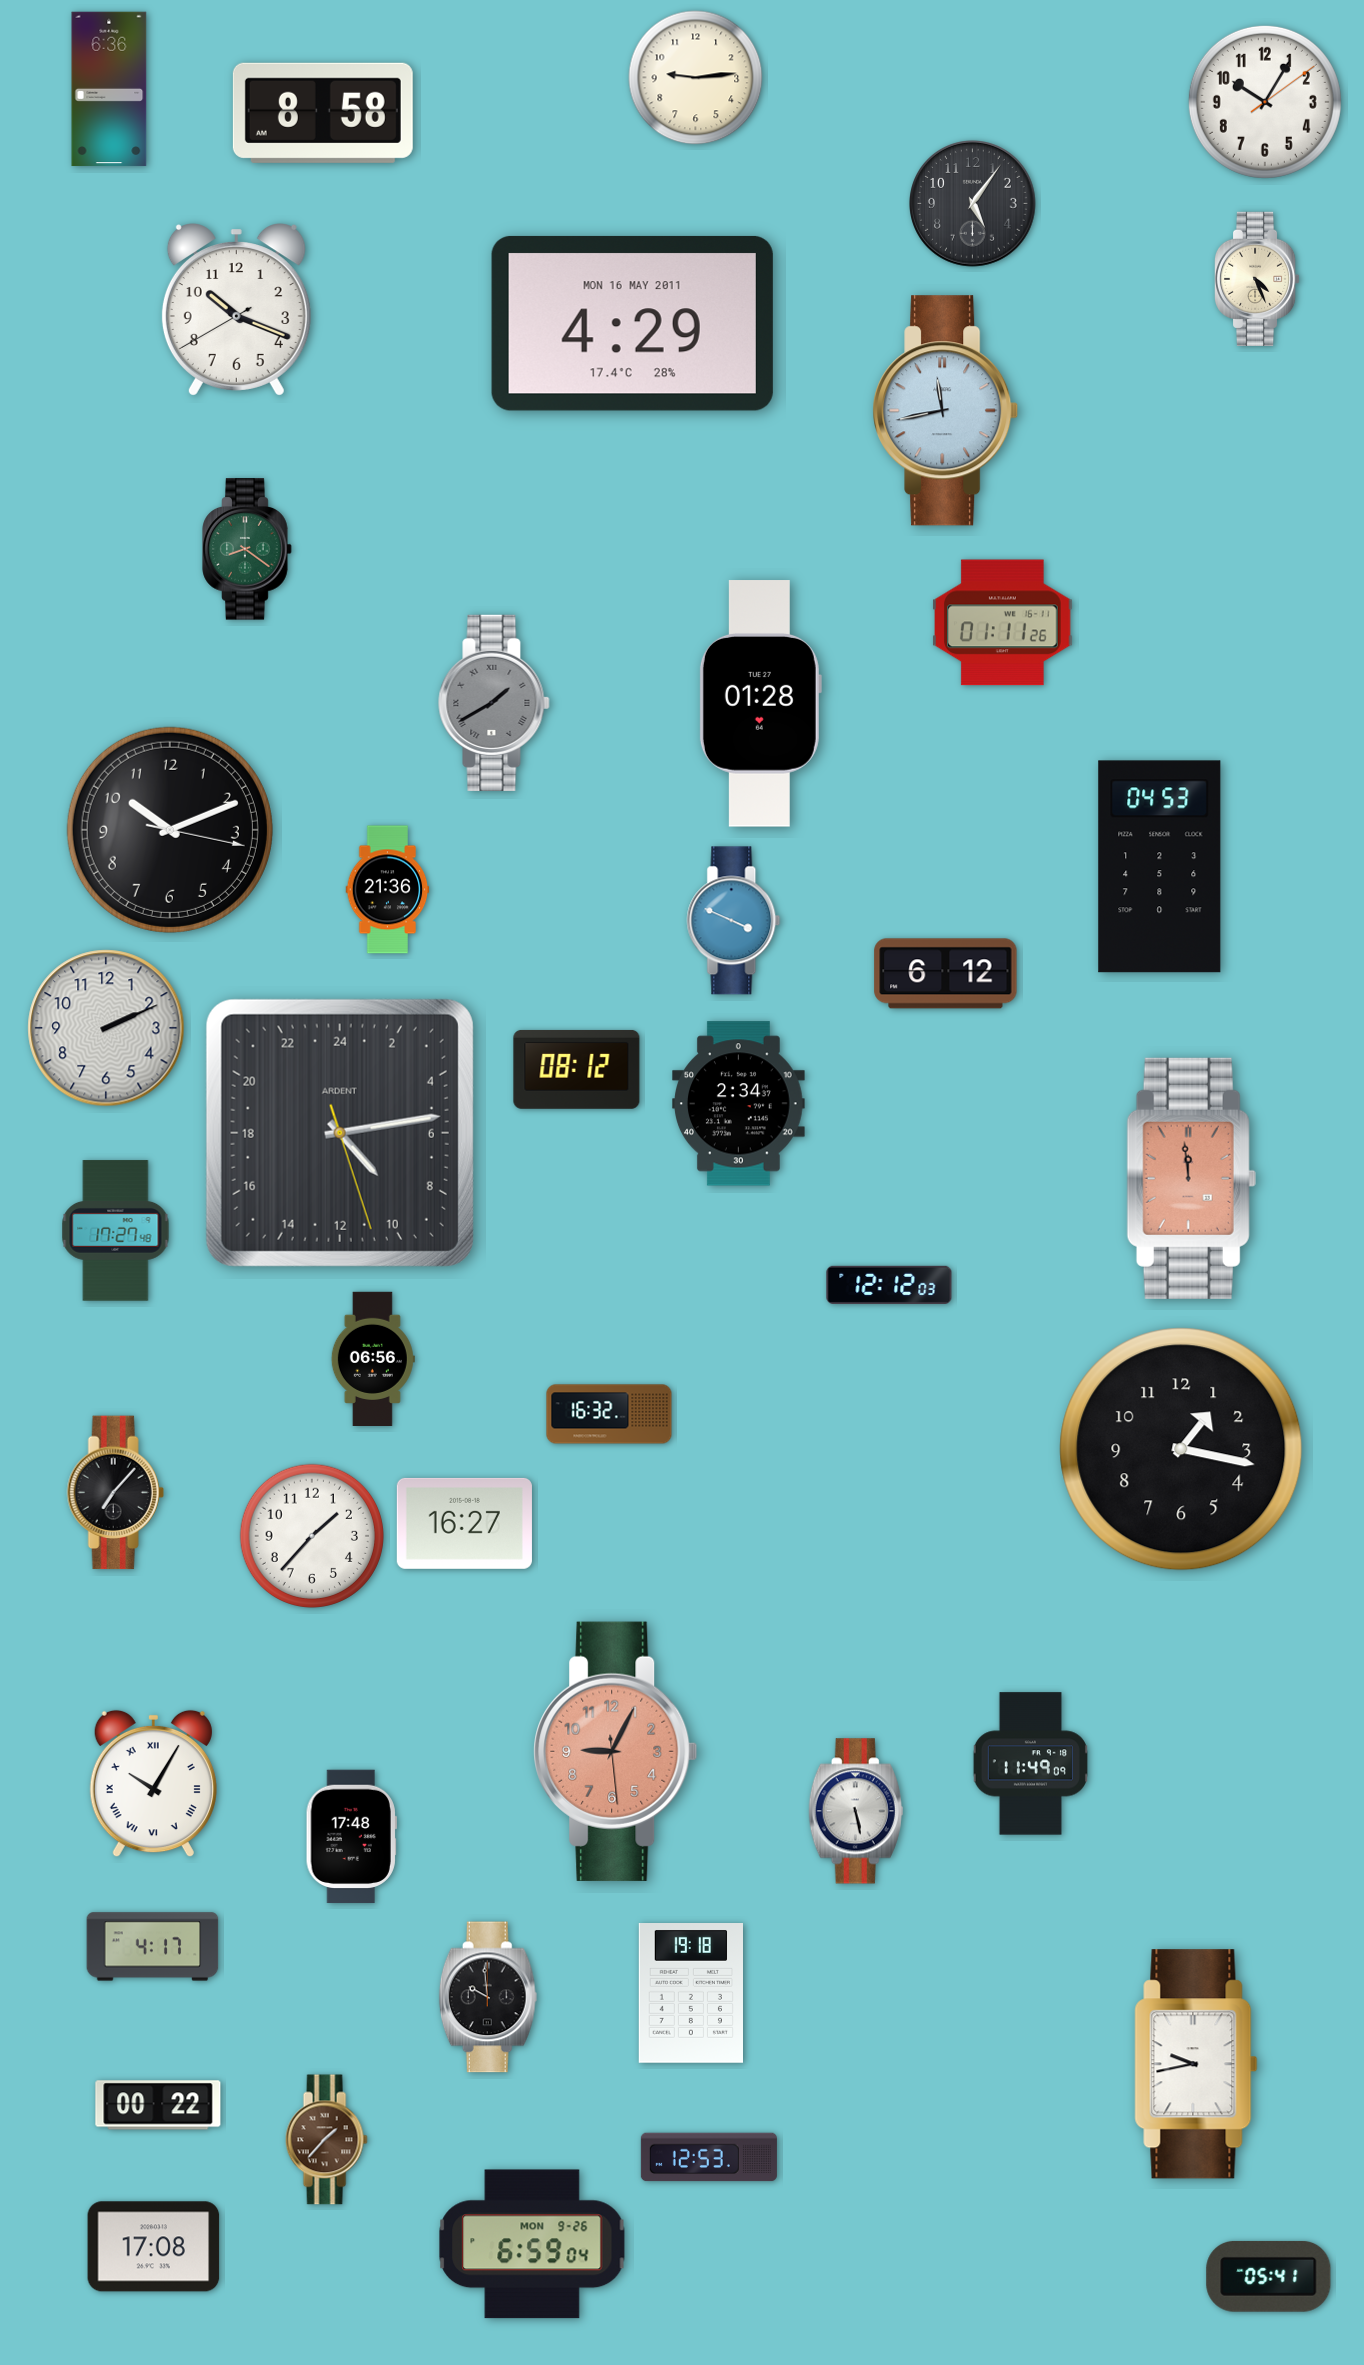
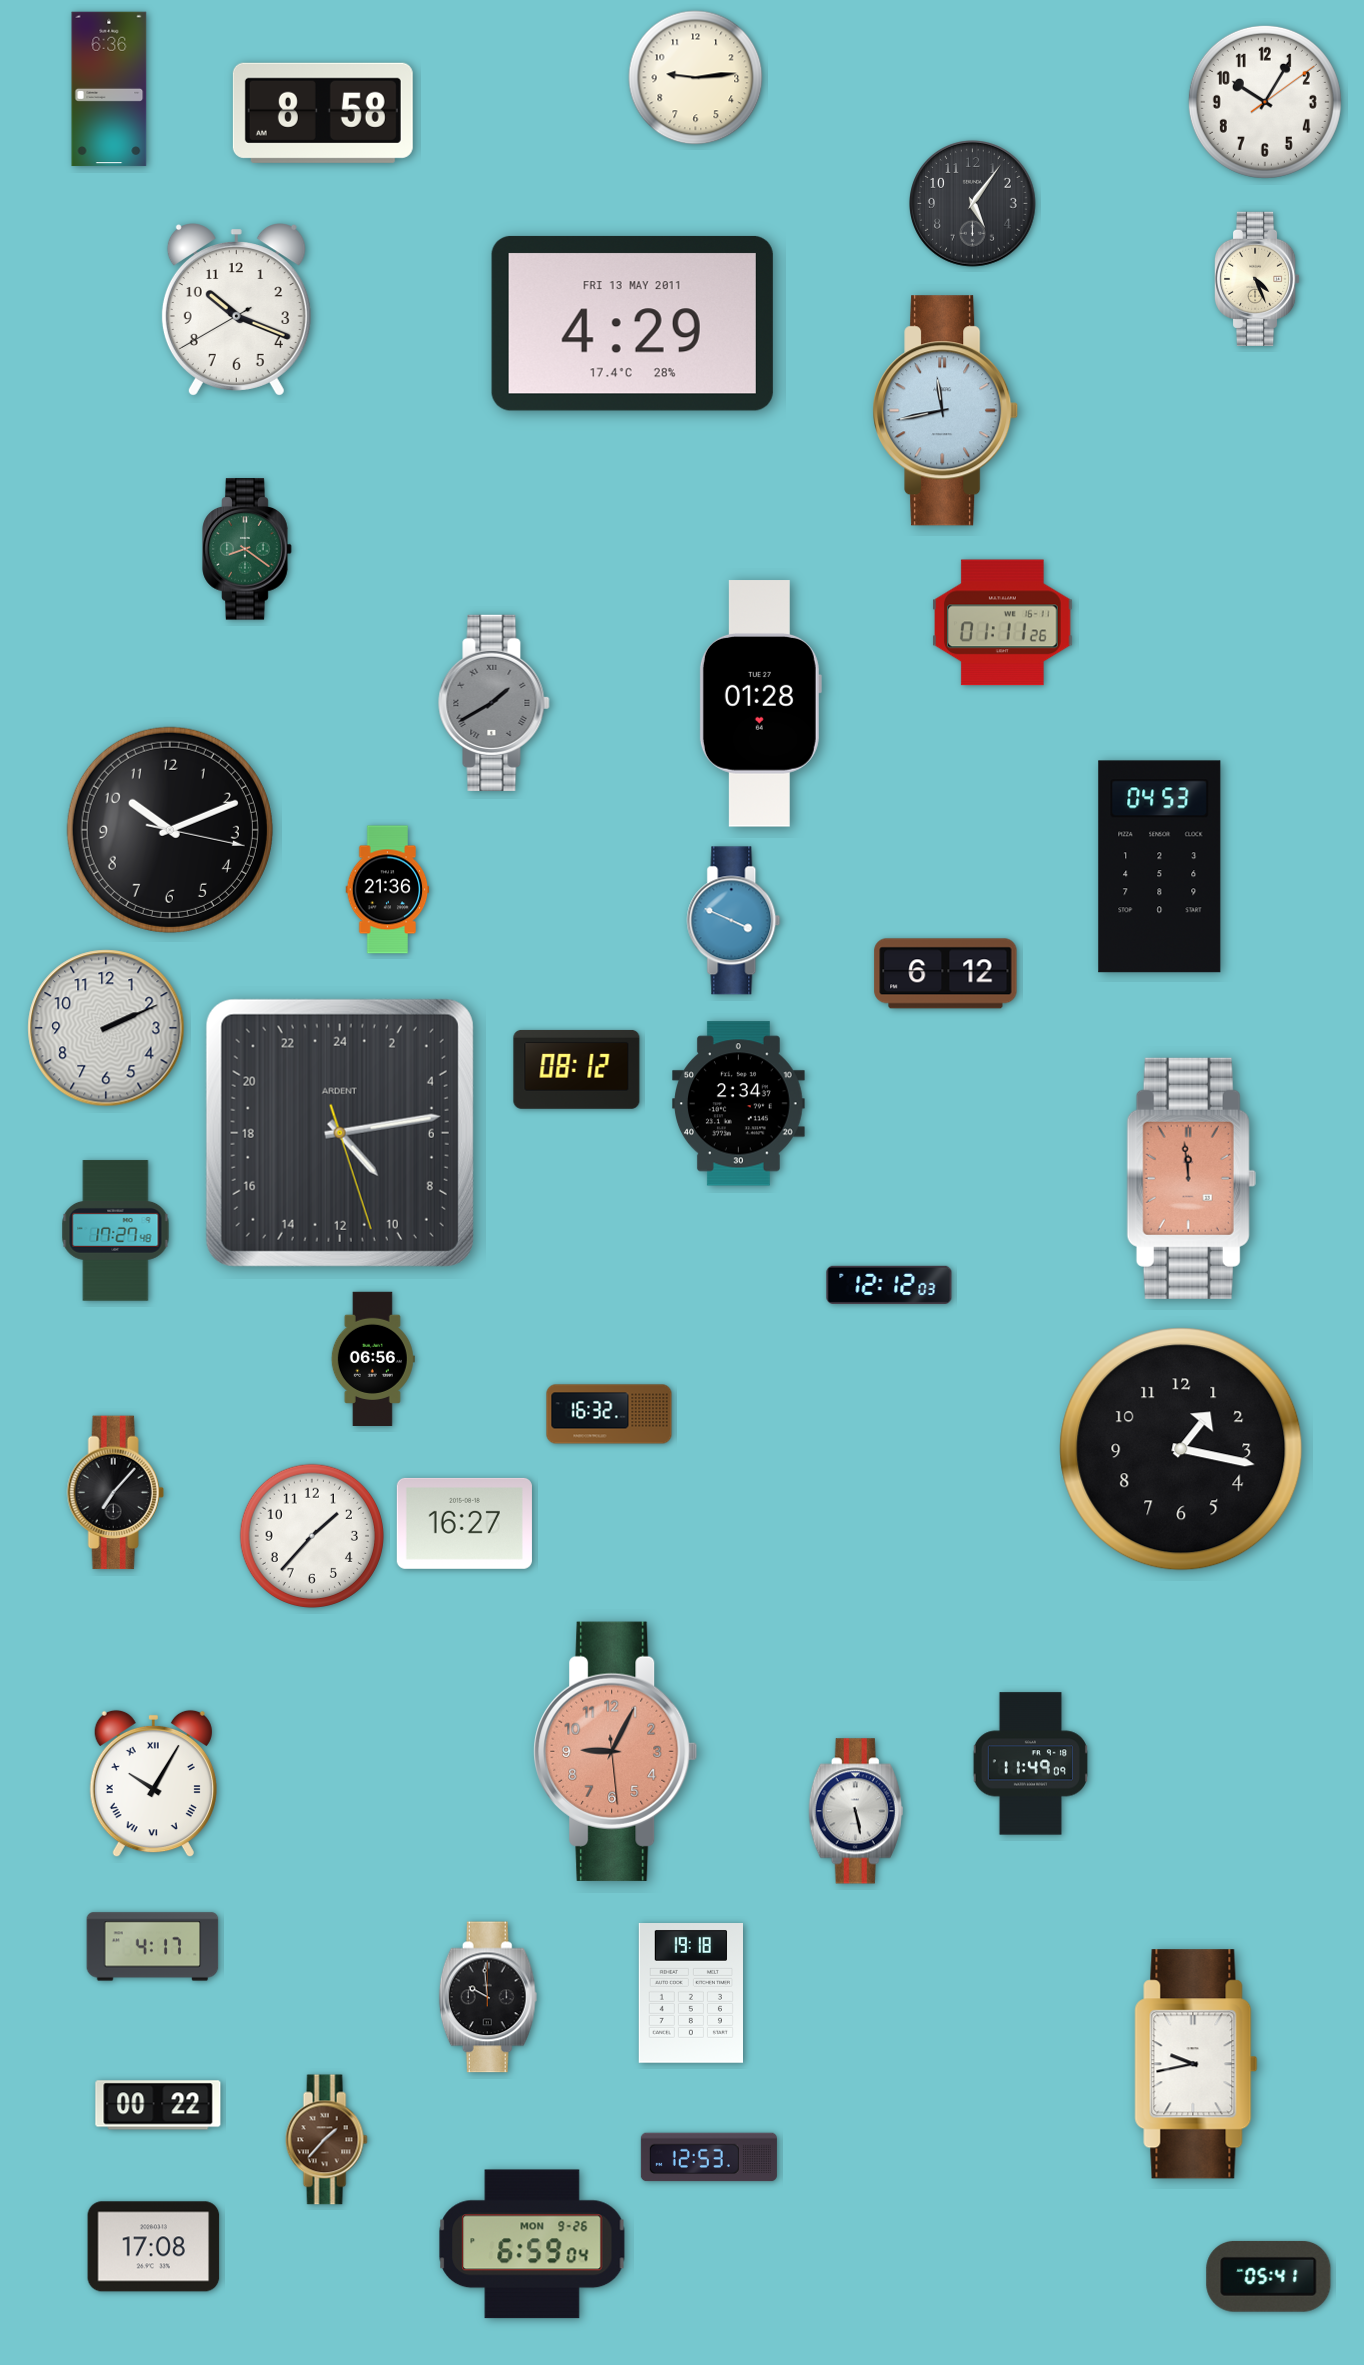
clock at (632, 323) date: MON 16 MAY 2011 -> FRI 13 MAY 2011
clock at (351, 1837): 17:48 -> none
